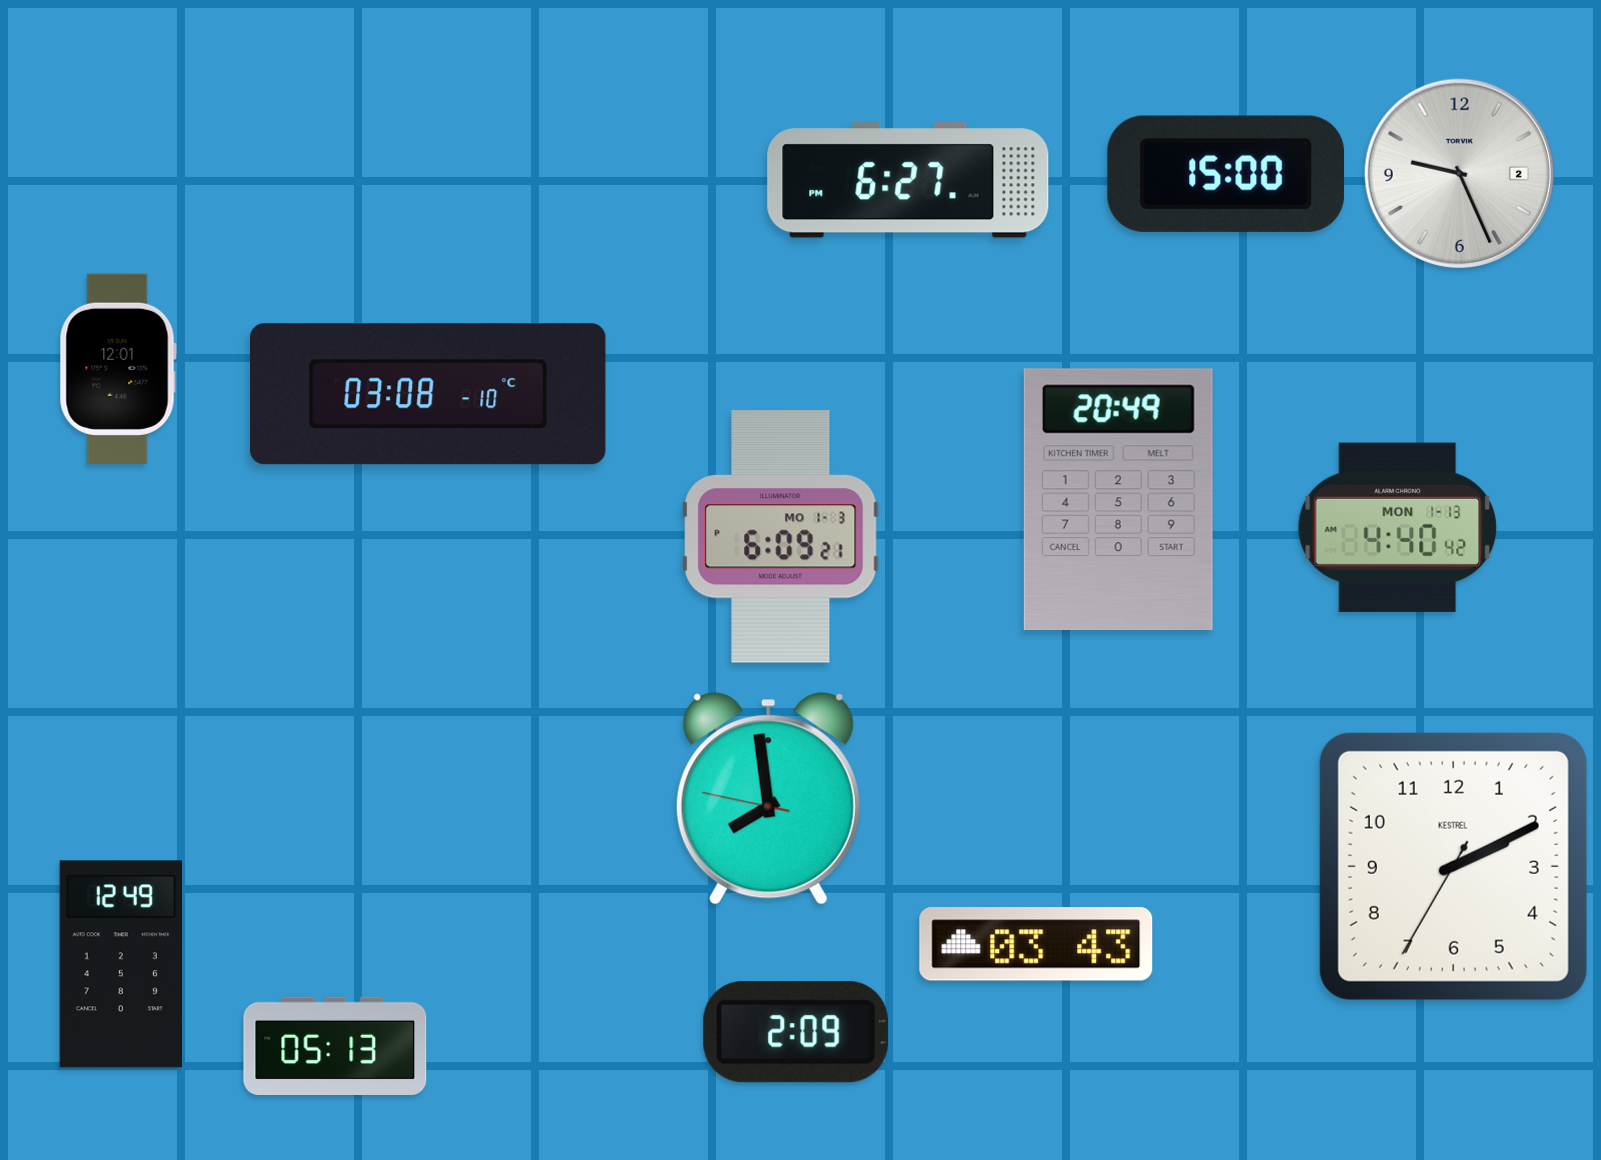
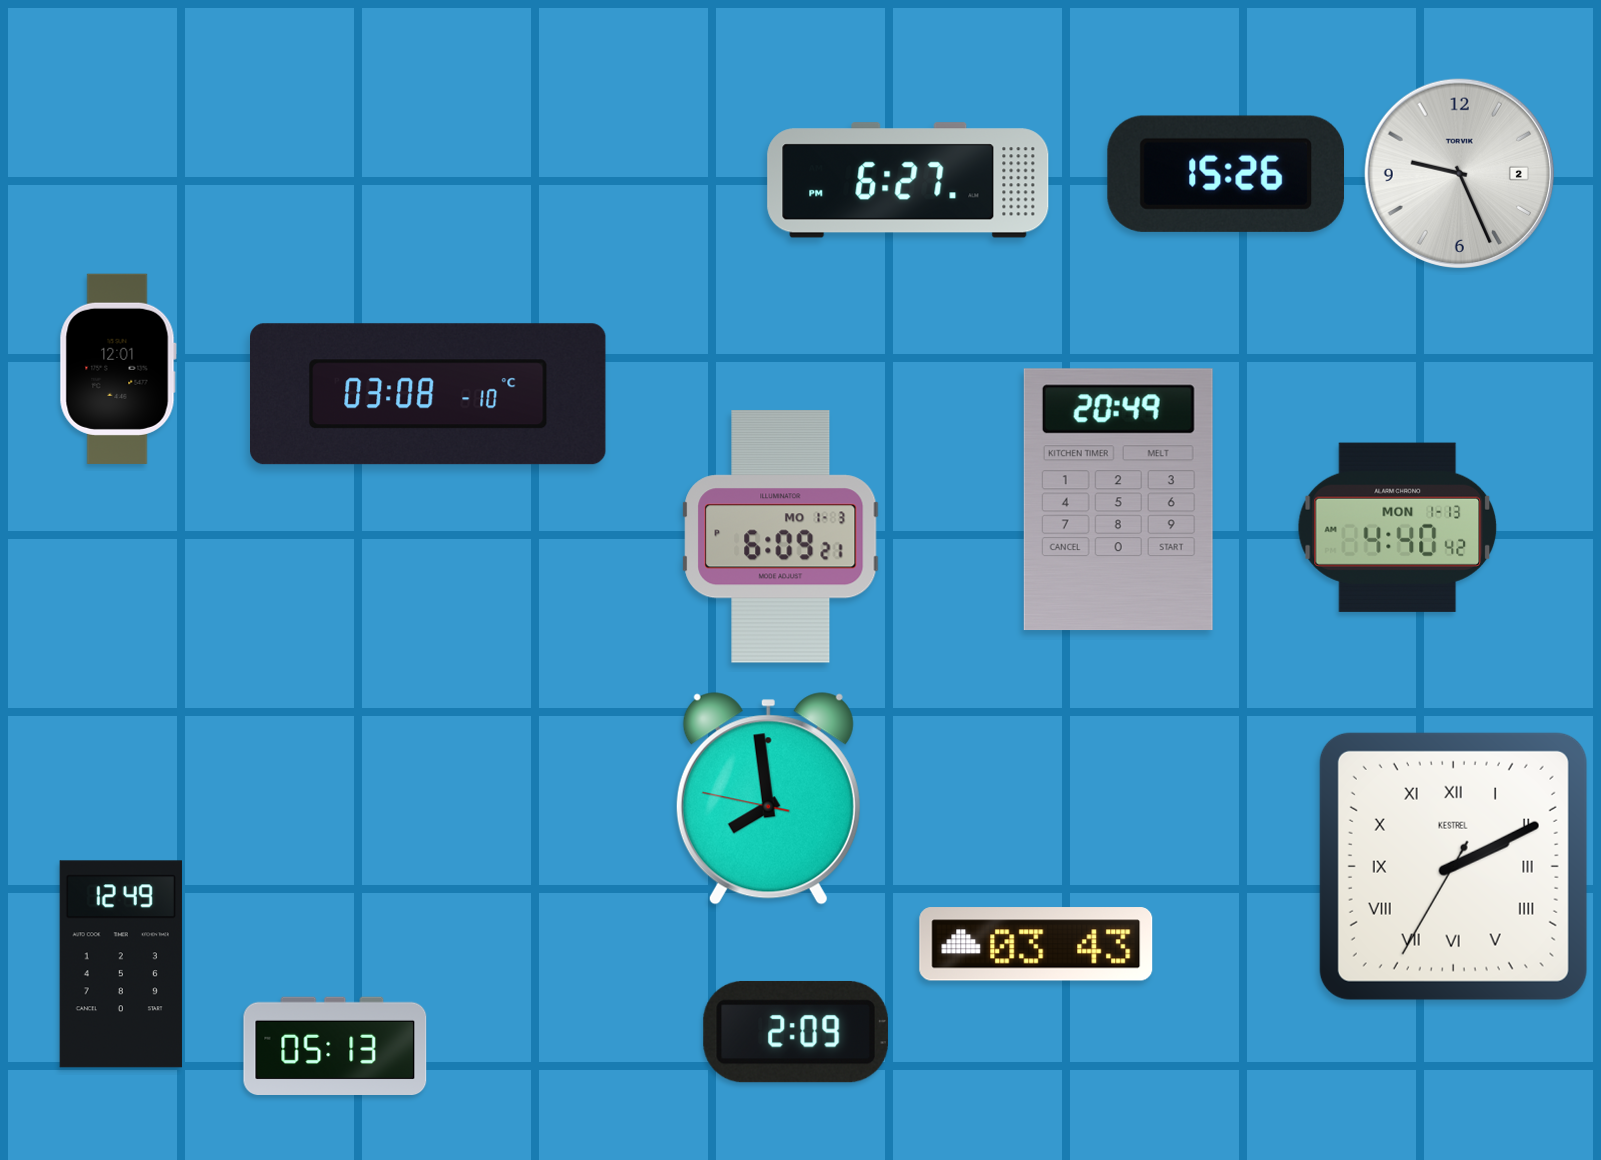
clock at (1225, 174): 15:00 -> 15:26
clock at (1453, 866) numerals: Arabic -> Roman
